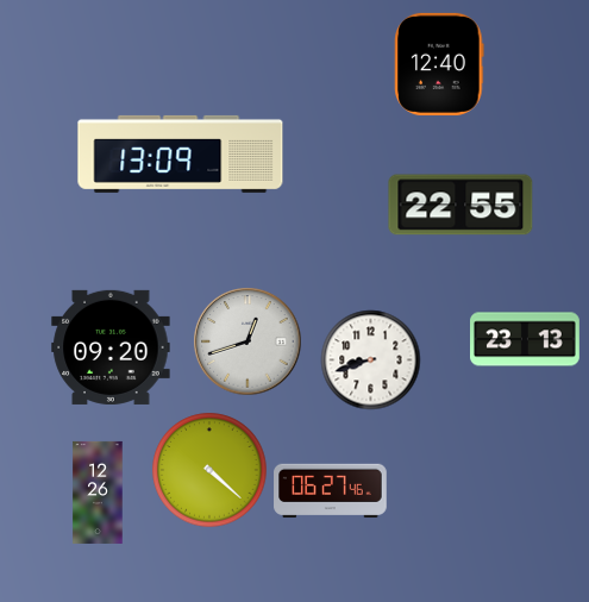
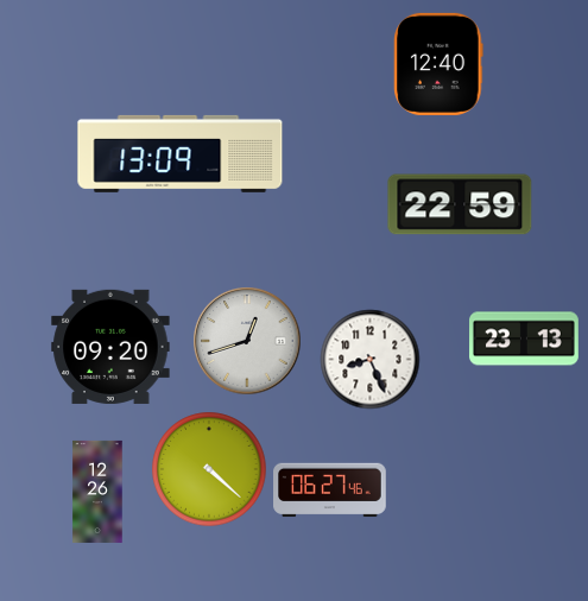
clock at (460, 205): 22:55 -> 22:59
clock at (370, 359): 8:42 -> 8:26
